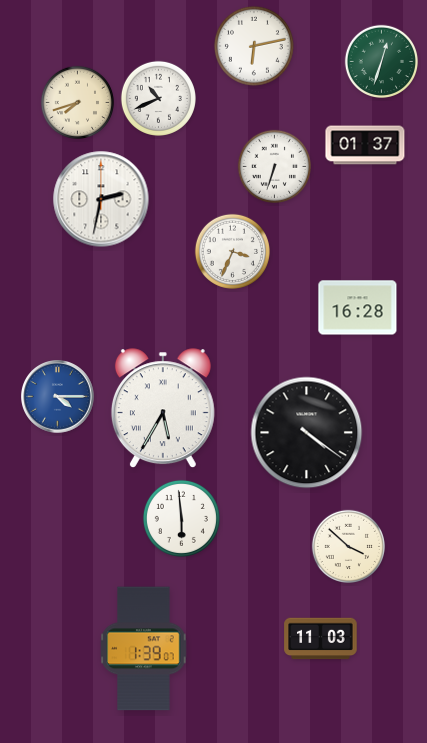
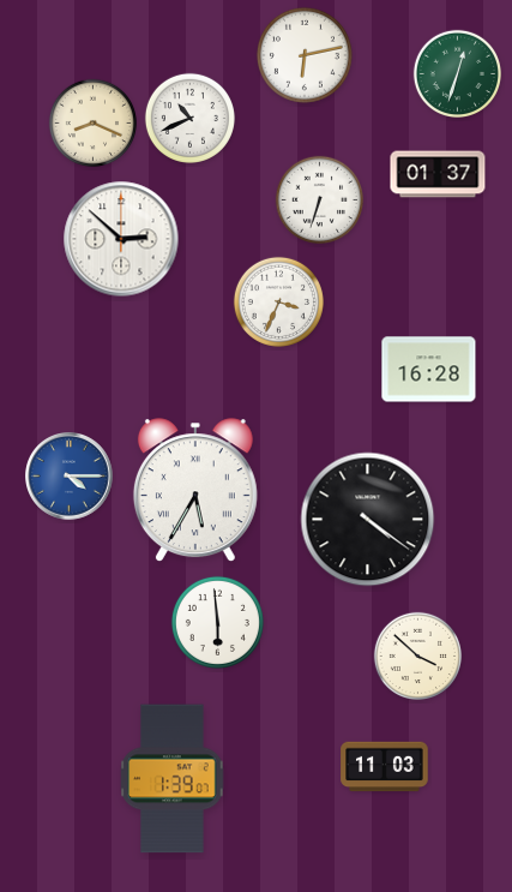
clock at (77, 102): 7:42 -> 8:19
clock at (274, 166) position: (274, 166) -> (319, 199)
clock at (101, 199): 2:32 -> 2:52
